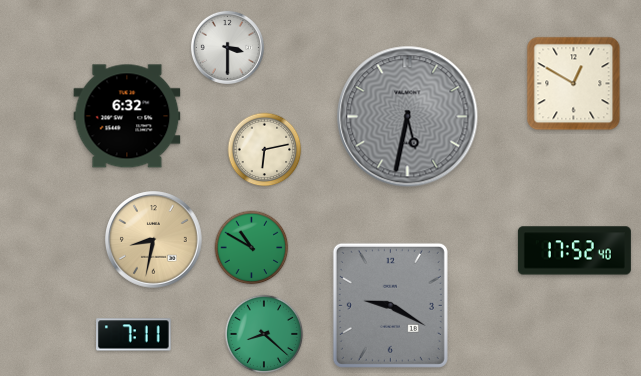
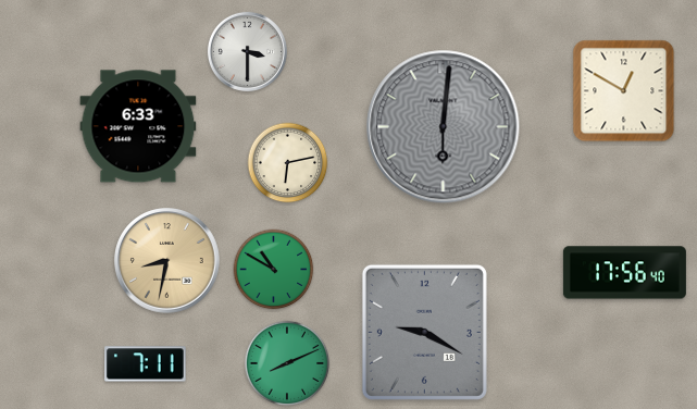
clock at (127, 116): 6:32 -> 6:33
clock at (408, 117): 5:32 -> 6:01
clock at (574, 251): 17:52 -> 17:56
clock at (264, 334): 8:22 -> 8:11
